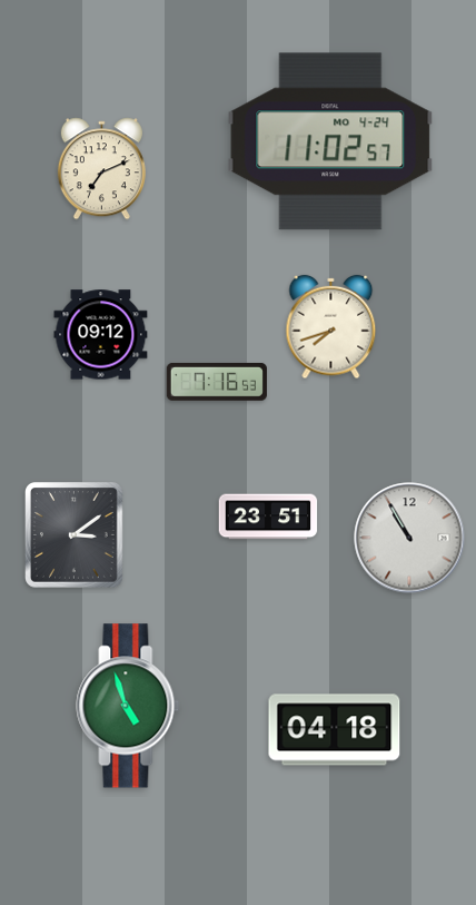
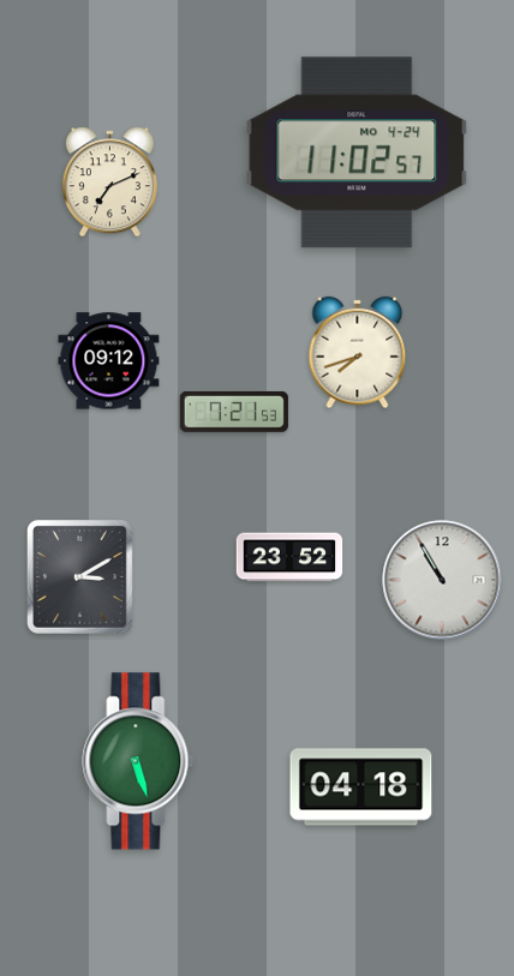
clock at (217, 382): 7:16 -> 7:21
clock at (268, 517): 23:51 -> 23:52
clock at (75, 535): 3:09 -> 3:10
clock at (128, 706): 4:57 -> 5:27
